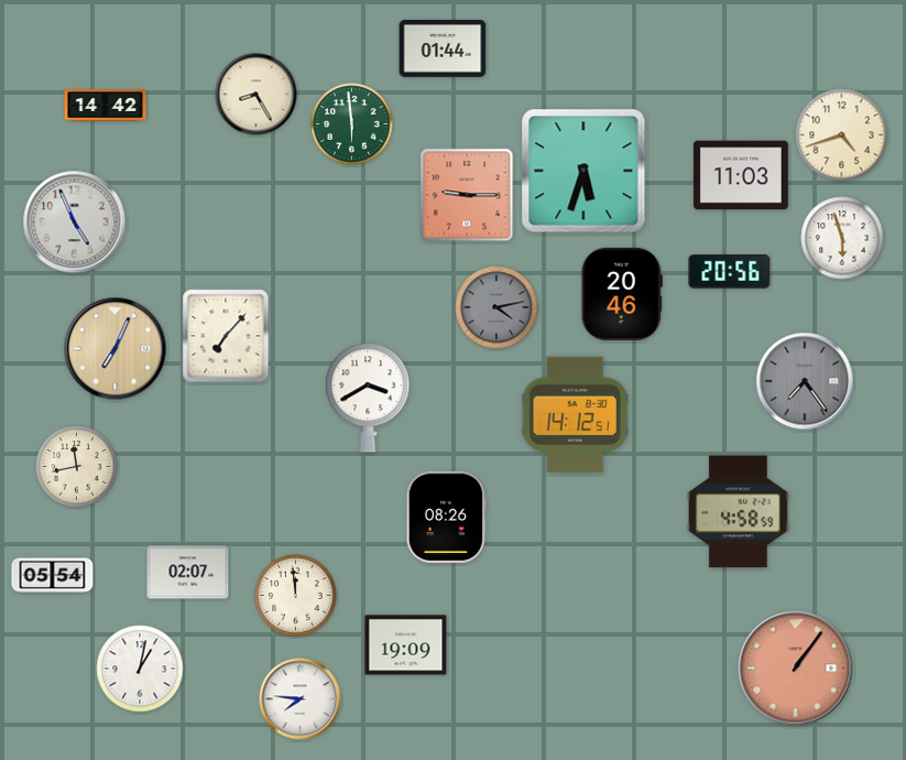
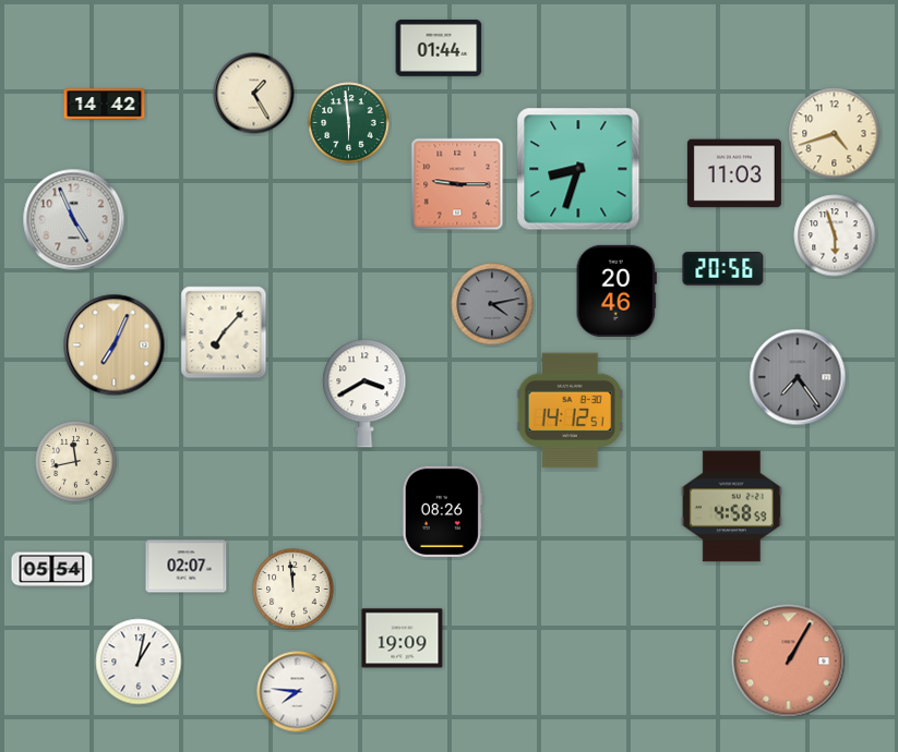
clock at (256, 95): 8:25 -> 1:25
clock at (583, 171): 5:33 -> 8:33
clock at (467, 195) position: (467, 195) -> (457, 184)
clock at (796, 669): 1:06 -> 1:05
